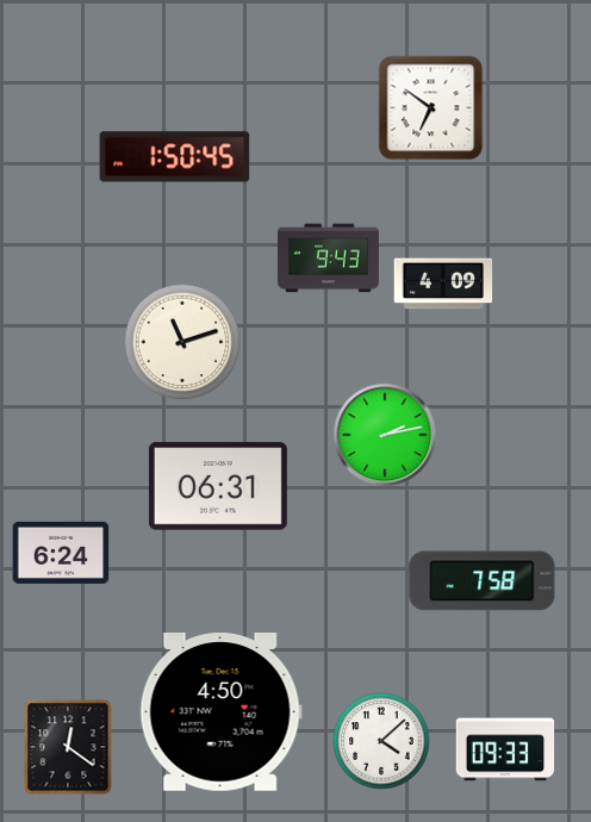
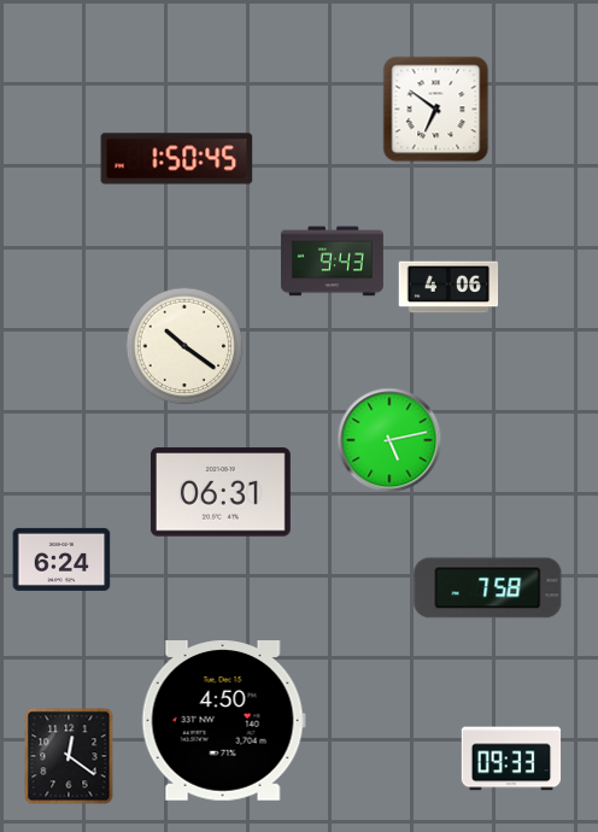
clock at (443, 284): 4:09 -> 4:06
clock at (182, 342): 11:12 -> 10:21
clock at (385, 435): 2:13 -> 5:13
clock at (381, 741): 4:08 -> none
